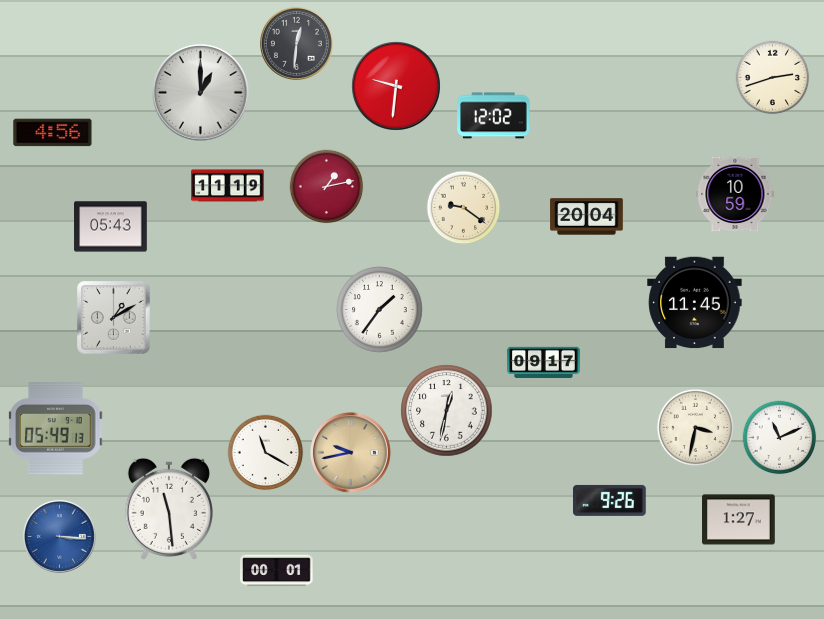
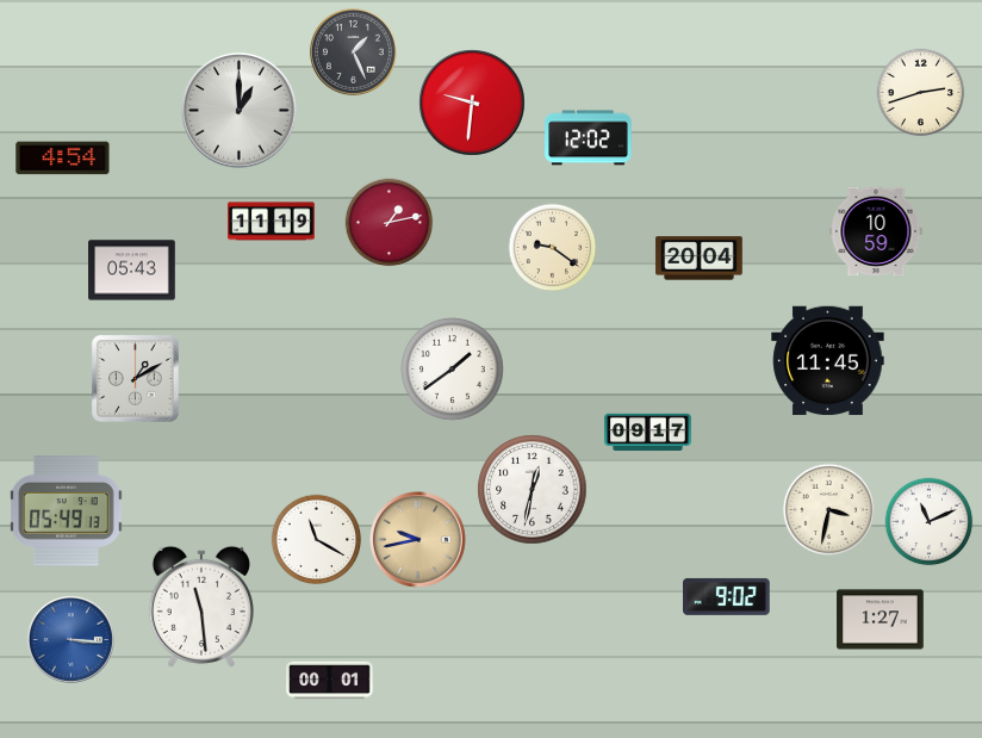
clock at (296, 43): 12:31 -> 1:26
clock at (53, 133): 4:56 -> 4:54
clock at (380, 310): 1:36 -> 1:39
clock at (610, 500): 9:26 -> 9:02
